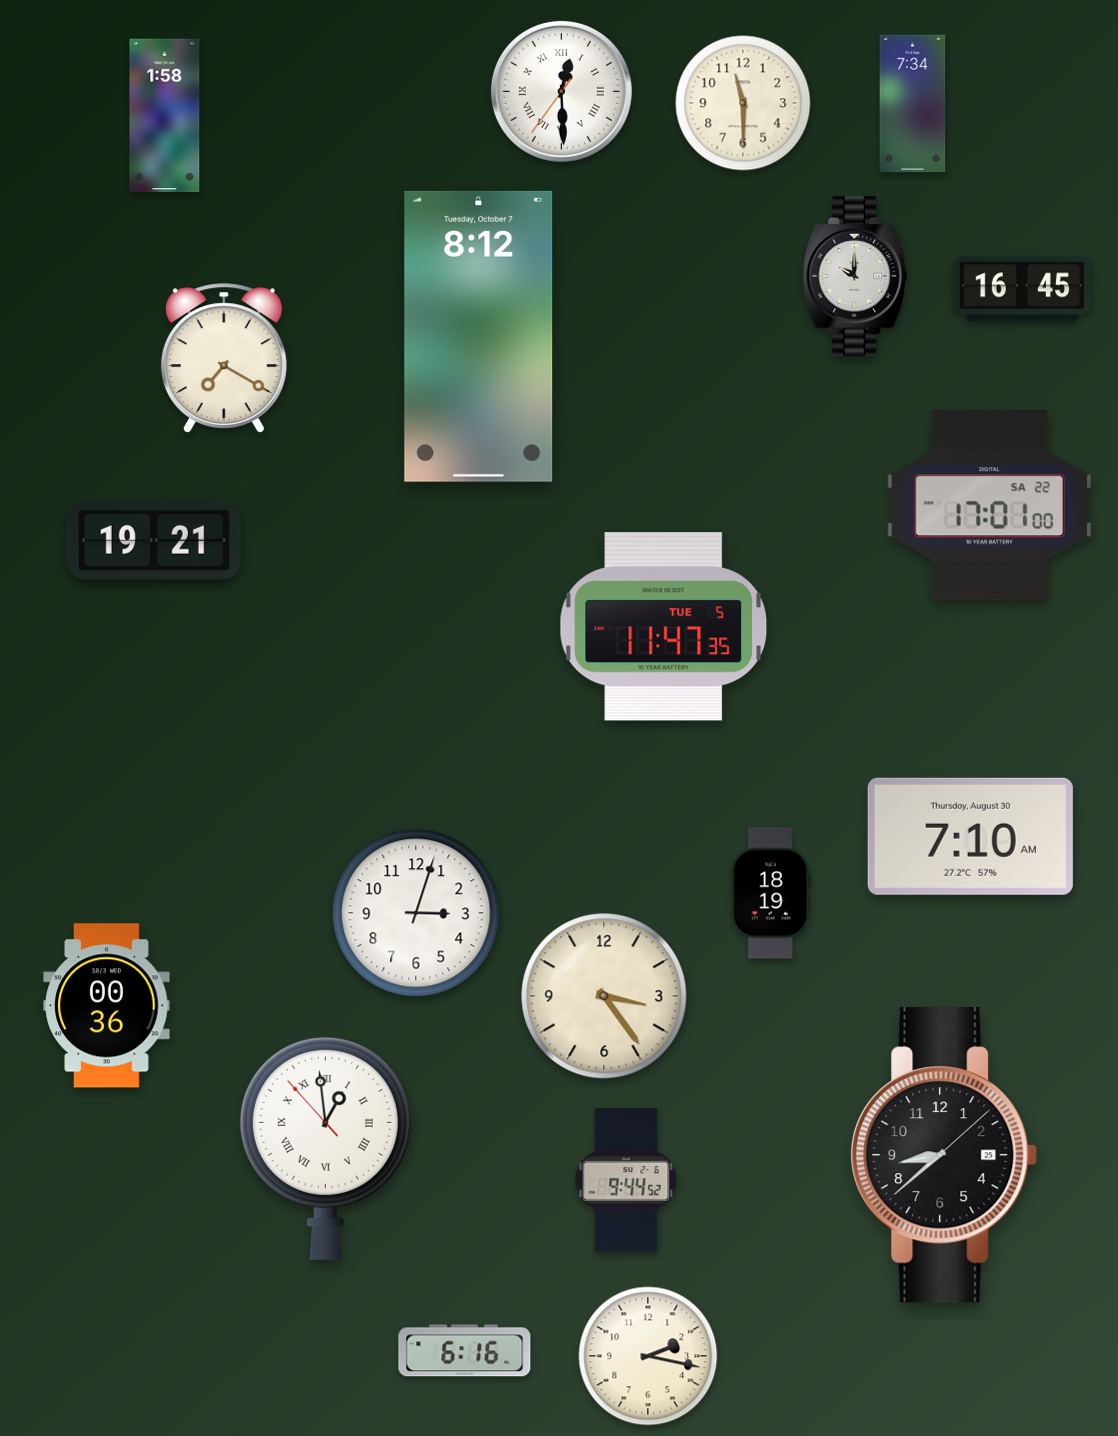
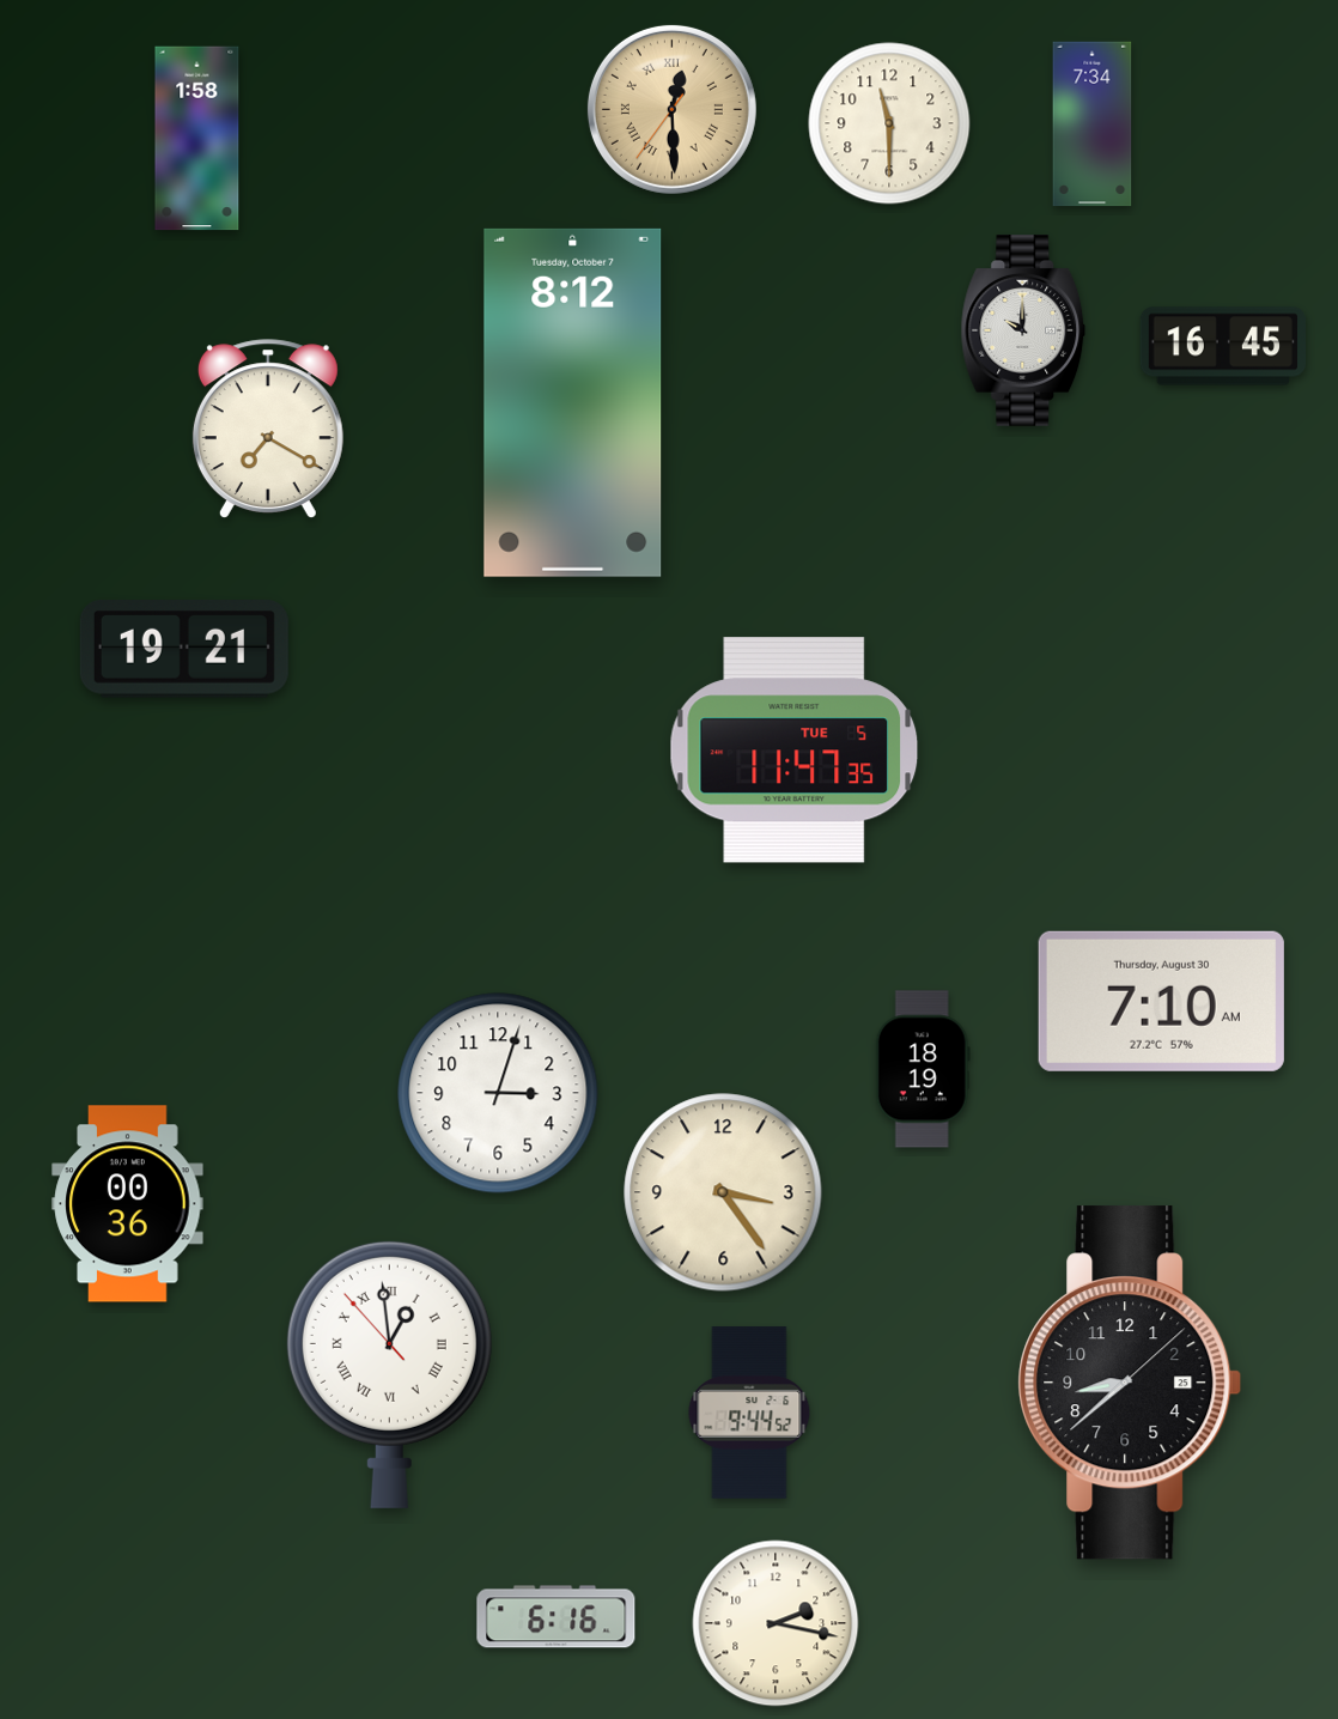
clock at (561, 91) dial: white -> champagne
clock at (989, 506): 17:01 -> none
